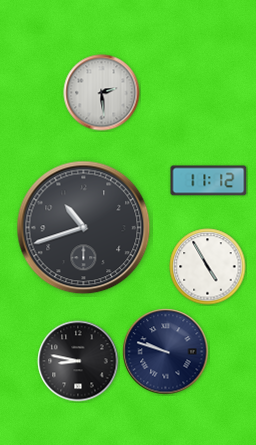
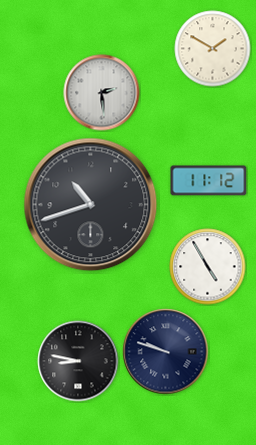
clock at (213, 49): none -> 1:50
clock at (84, 228) position: (84, 228) -> (91, 205)
